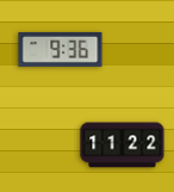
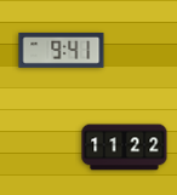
clock at (61, 49): 9:36 -> 9:41
